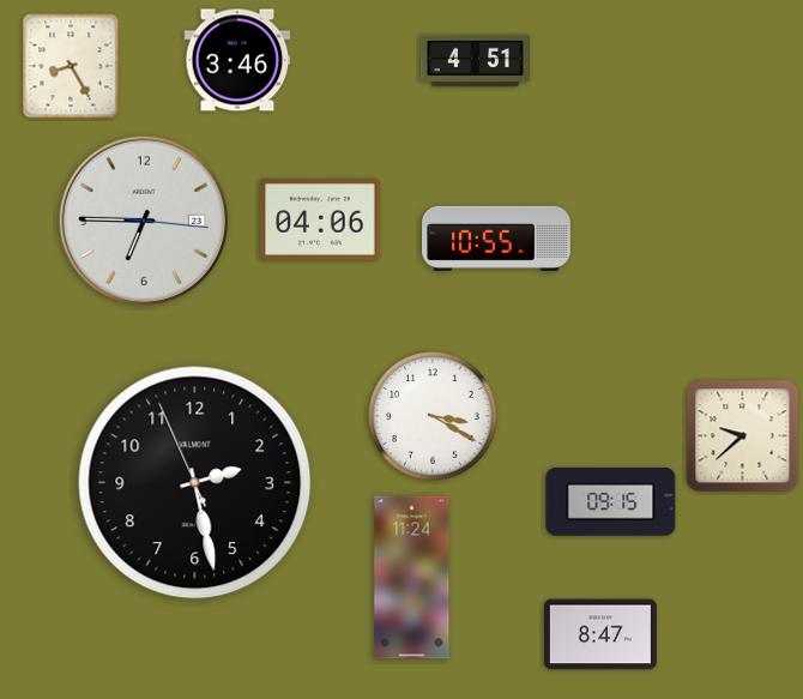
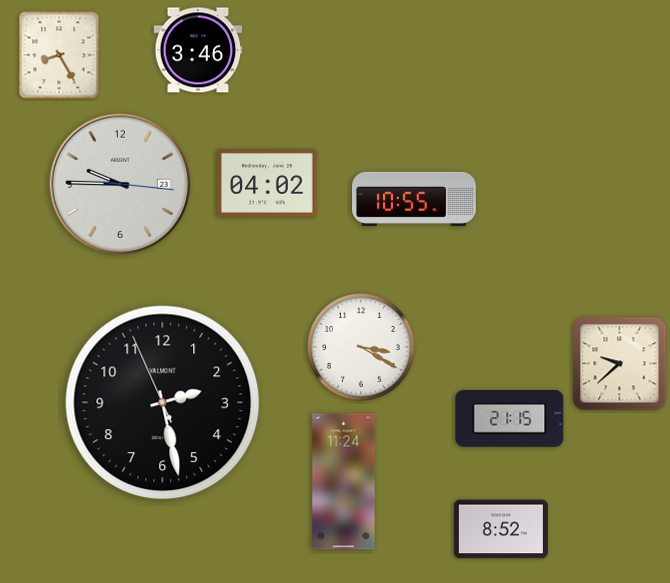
clock at (475, 61): 4:51 -> none
clock at (144, 221): 6:45 -> 9:45
clock at (320, 221): 04:06 -> 04:02
clock at (611, 501): 09:15 -> 21:15
clock at (600, 634): 8:47 -> 8:52
